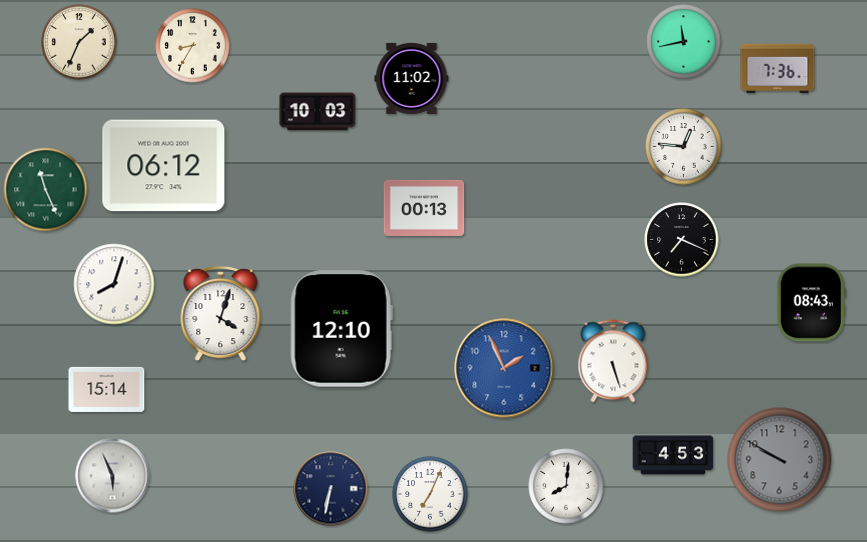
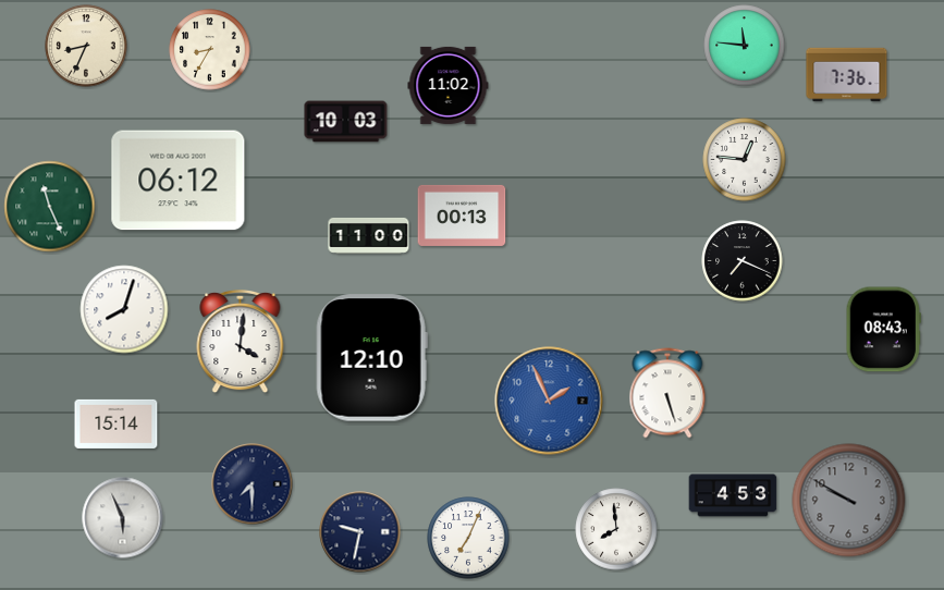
clock at (79, 42): 1:34 -> 8:34
clock at (684, 42): 11:43 -> 11:46
clock at (424, 208) position: (424, 208) -> (462, 216)
clock at (369, 235): none -> 11:00
clock at (221, 314): 4:03 -> 4:01
clock at (253, 484): none -> 7:30
clock at (566, 486): 8:01 -> 7:59
clock at (331, 489): 6:32 -> 9:32
